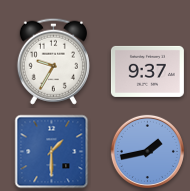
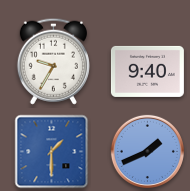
clock at (147, 71): 9:37 -> 9:40
clock at (147, 151): 1:43 -> 1:41
